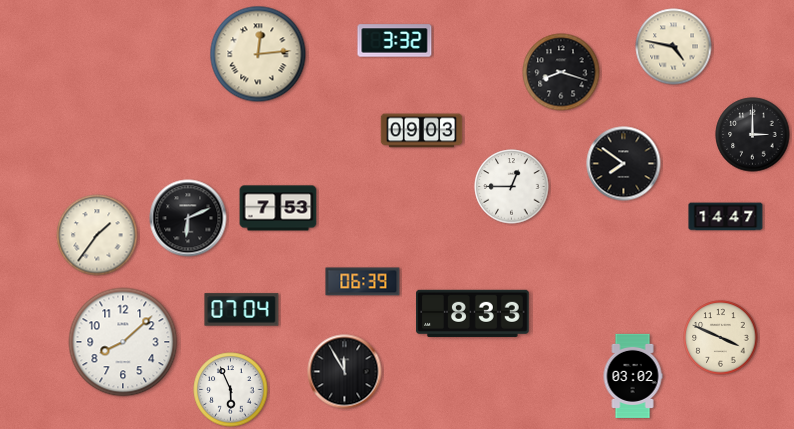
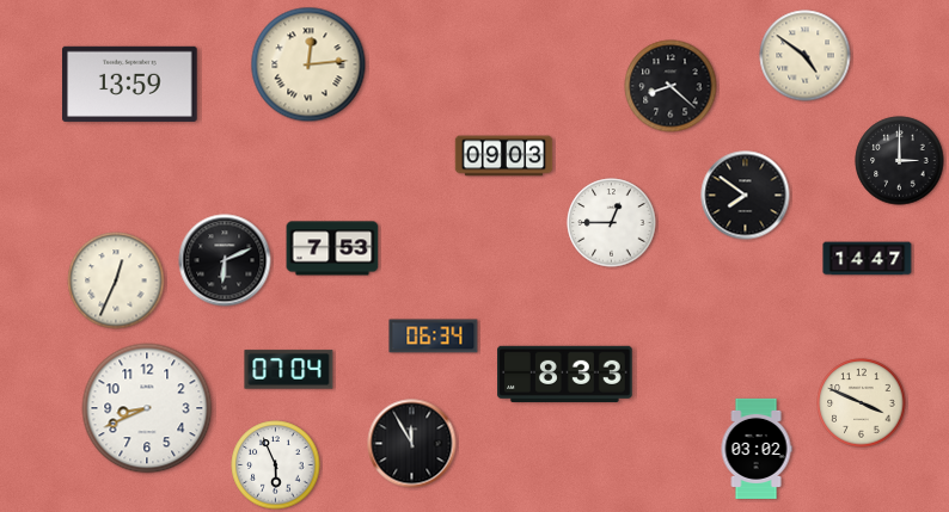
clock at (395, 41): 3:32 -> none
clock at (674, 47): 4:47 -> 4:51
clock at (130, 84): none -> 13:59
clock at (561, 72): 8:18 -> 8:22
clock at (97, 235): 1:36 -> 12:34
clock at (363, 282): 06:39 -> 06:34
clock at (123, 342): 8:08 -> 8:41
